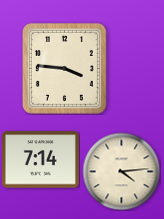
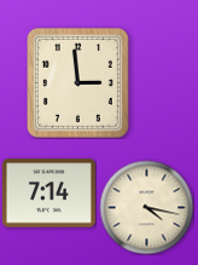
clock at (64, 68): 3:46 -> 2:59
clock at (121, 171): 4:14 -> 4:17
